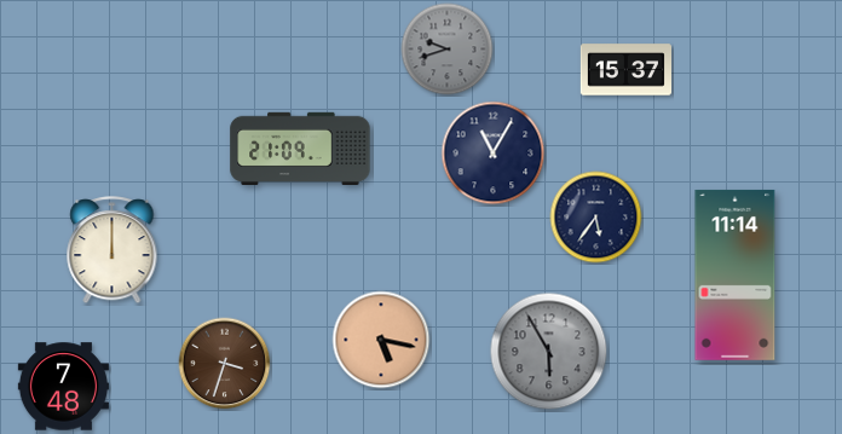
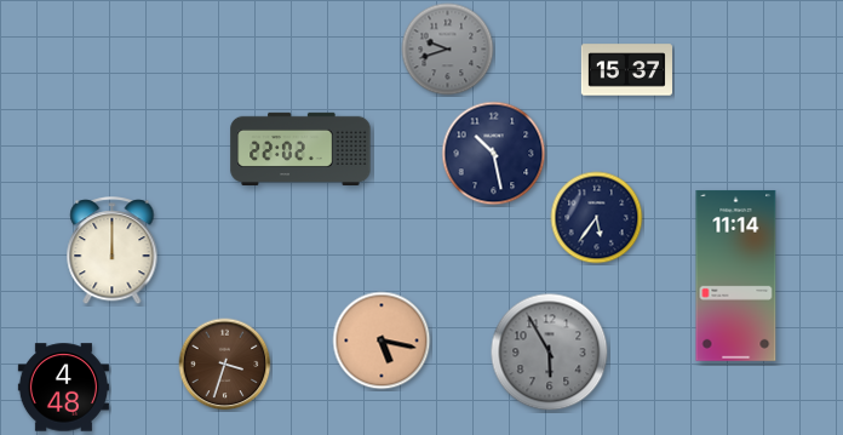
clock at (300, 147): 21:09 -> 22:02
clock at (494, 154): 11:05 -> 10:28
clock at (63, 387): 7:48 -> 4:48
